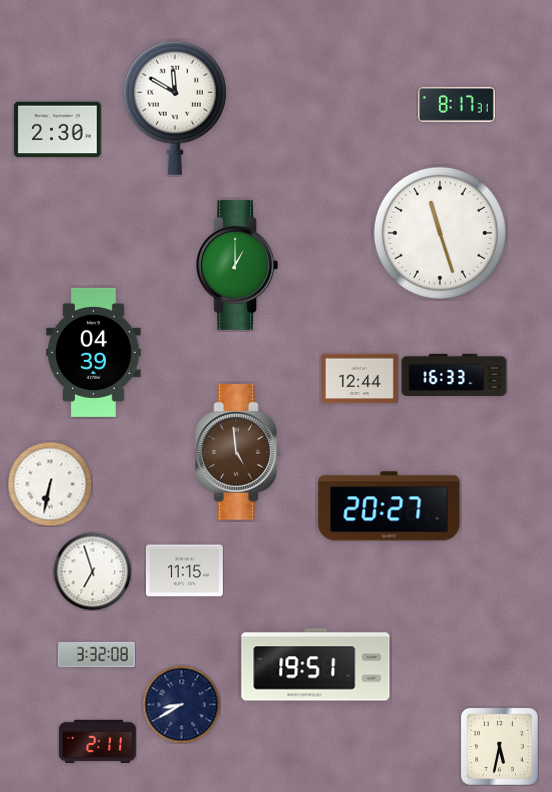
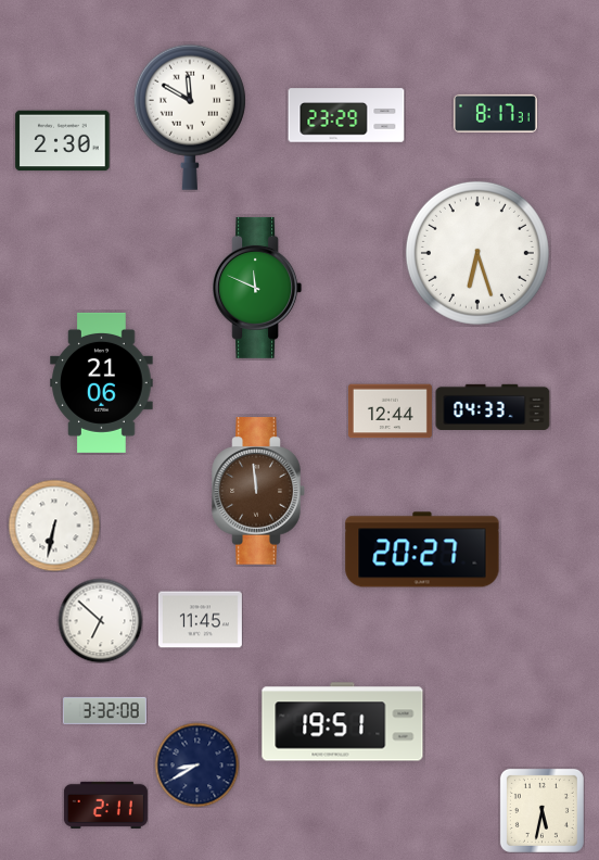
clock at (346, 115): none -> 23:29
clock at (440, 233): 11:27 -> 6:27
clock at (237, 265): 1:00 -> 11:49
clock at (94, 352): 04:39 -> 21:06
clock at (454, 375): 16:33 -> 04:33
clock at (238, 452): 4:59 -> 11:59
clock at (92, 571): 6:57 -> 6:52
clock at (184, 571): 11:15 -> 11:45
